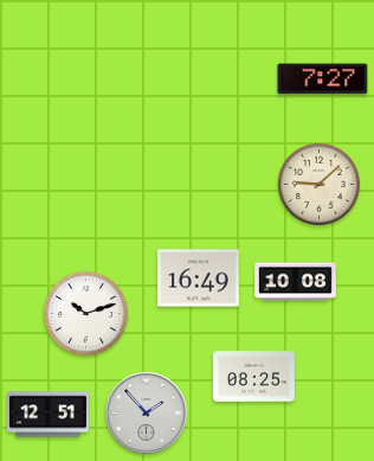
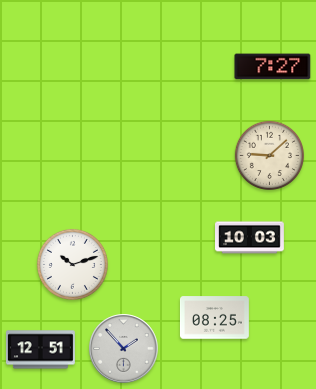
clock at (198, 278): 16:49 -> none
clock at (296, 282): 10:08 -> 10:03
